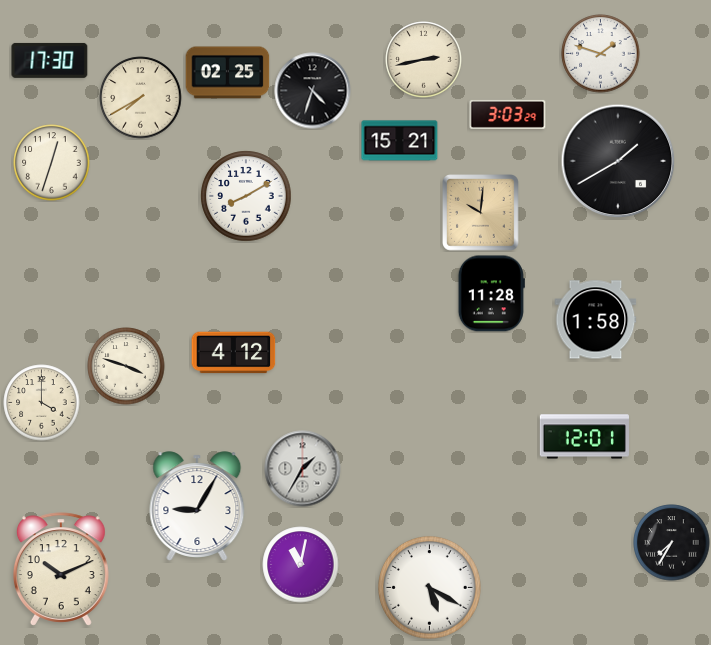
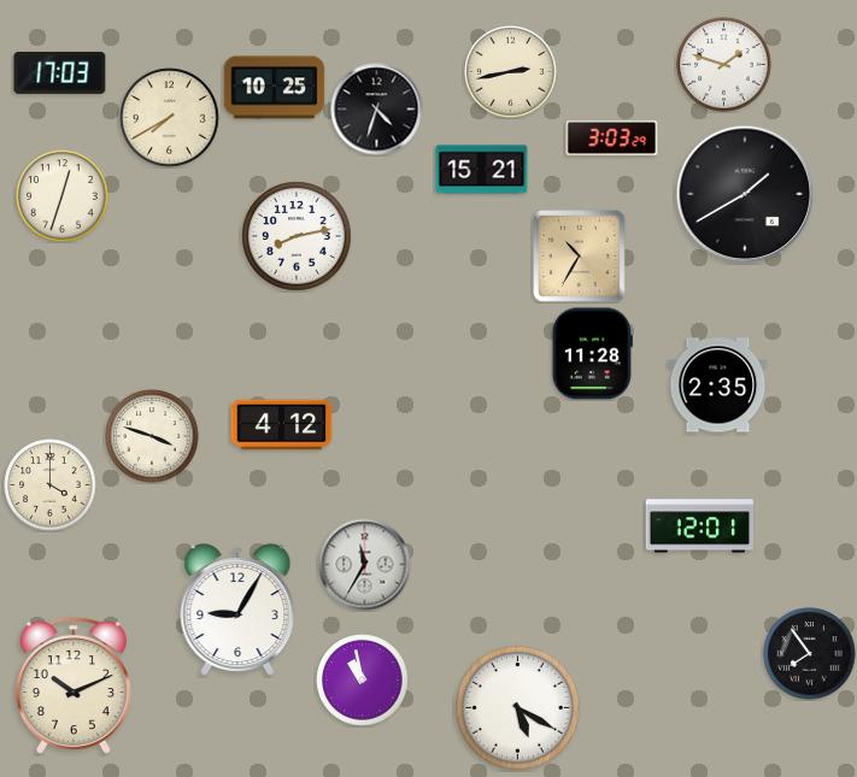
clock at (50, 60): 17:30 -> 17:03
clock at (228, 73): 02:25 -> 10:25
clock at (246, 196): 8:10 -> 8:13
clock at (481, 213): 10:01 -> 10:35
clock at (596, 320): 1:58 -> 2:35
clock at (126, 366) position: (126, 366) -> (152, 436)
clock at (584, 437) position: (584, 437) -> (699, 526)
clock at (303, 469): 1:35 -> 11:35
clock at (672, 543): 7:35 -> 7:54
clock at (301, 565): 11:02 -> 10:58
